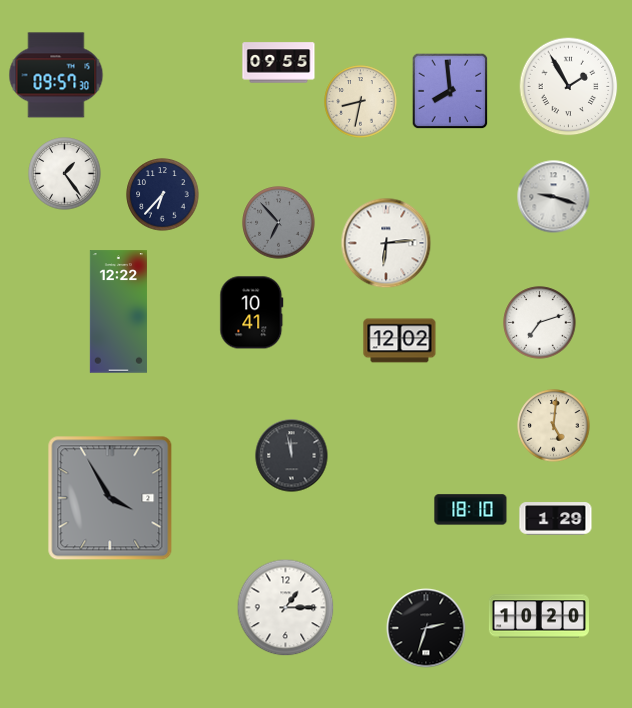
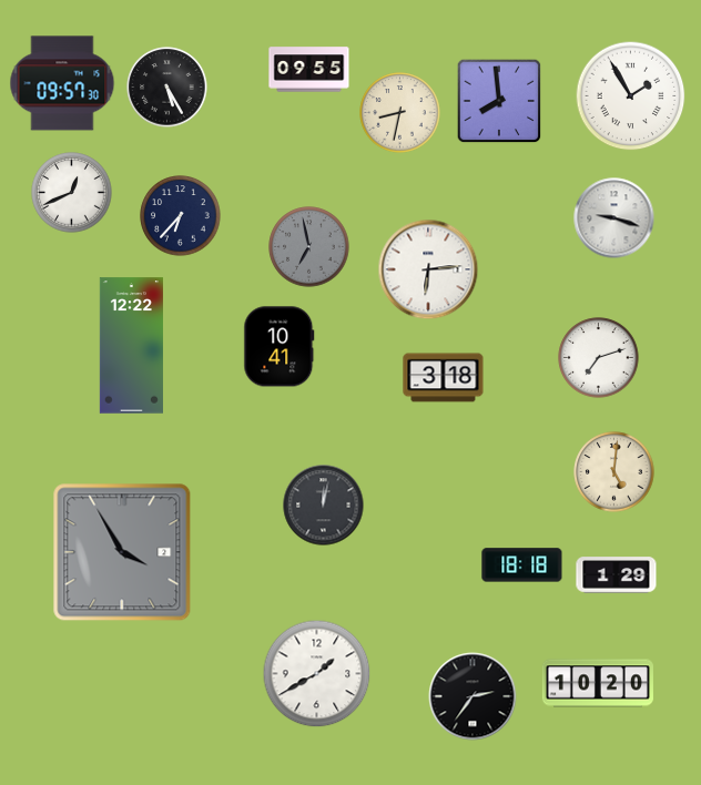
clock at (167, 88): none -> 5:25
clock at (65, 174): 1:24 -> 12:41
clock at (279, 223): 6:53 -> 6:58
clock at (400, 341): 12:02 -> 3:18
clock at (292, 456): 11:58 -> 12:02
clock at (471, 510): 18:10 -> 18:18
clock at (286, 608): 1:15 -> 1:40
clock at (426, 628): 2:33 -> 2:36
